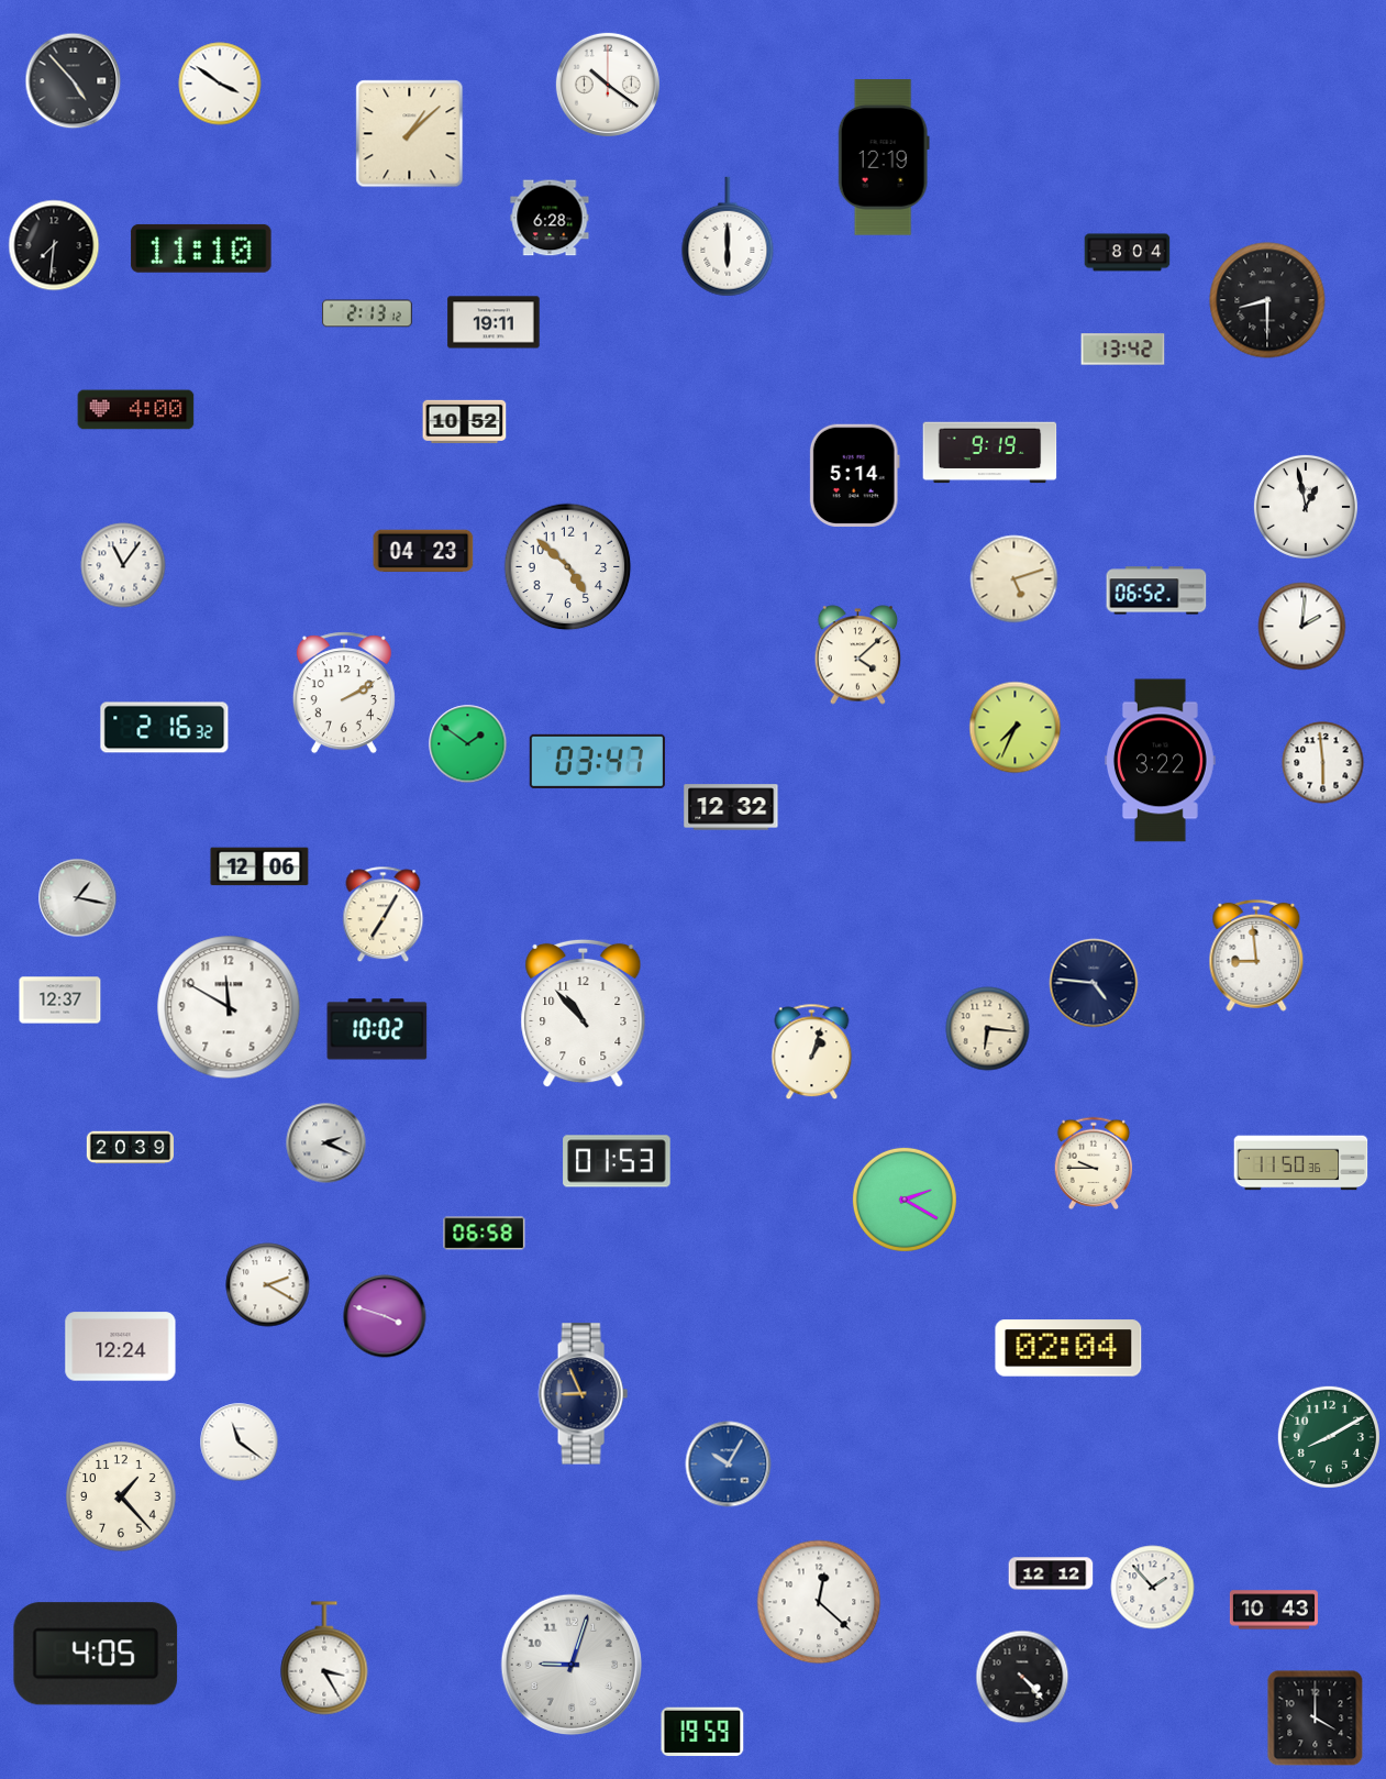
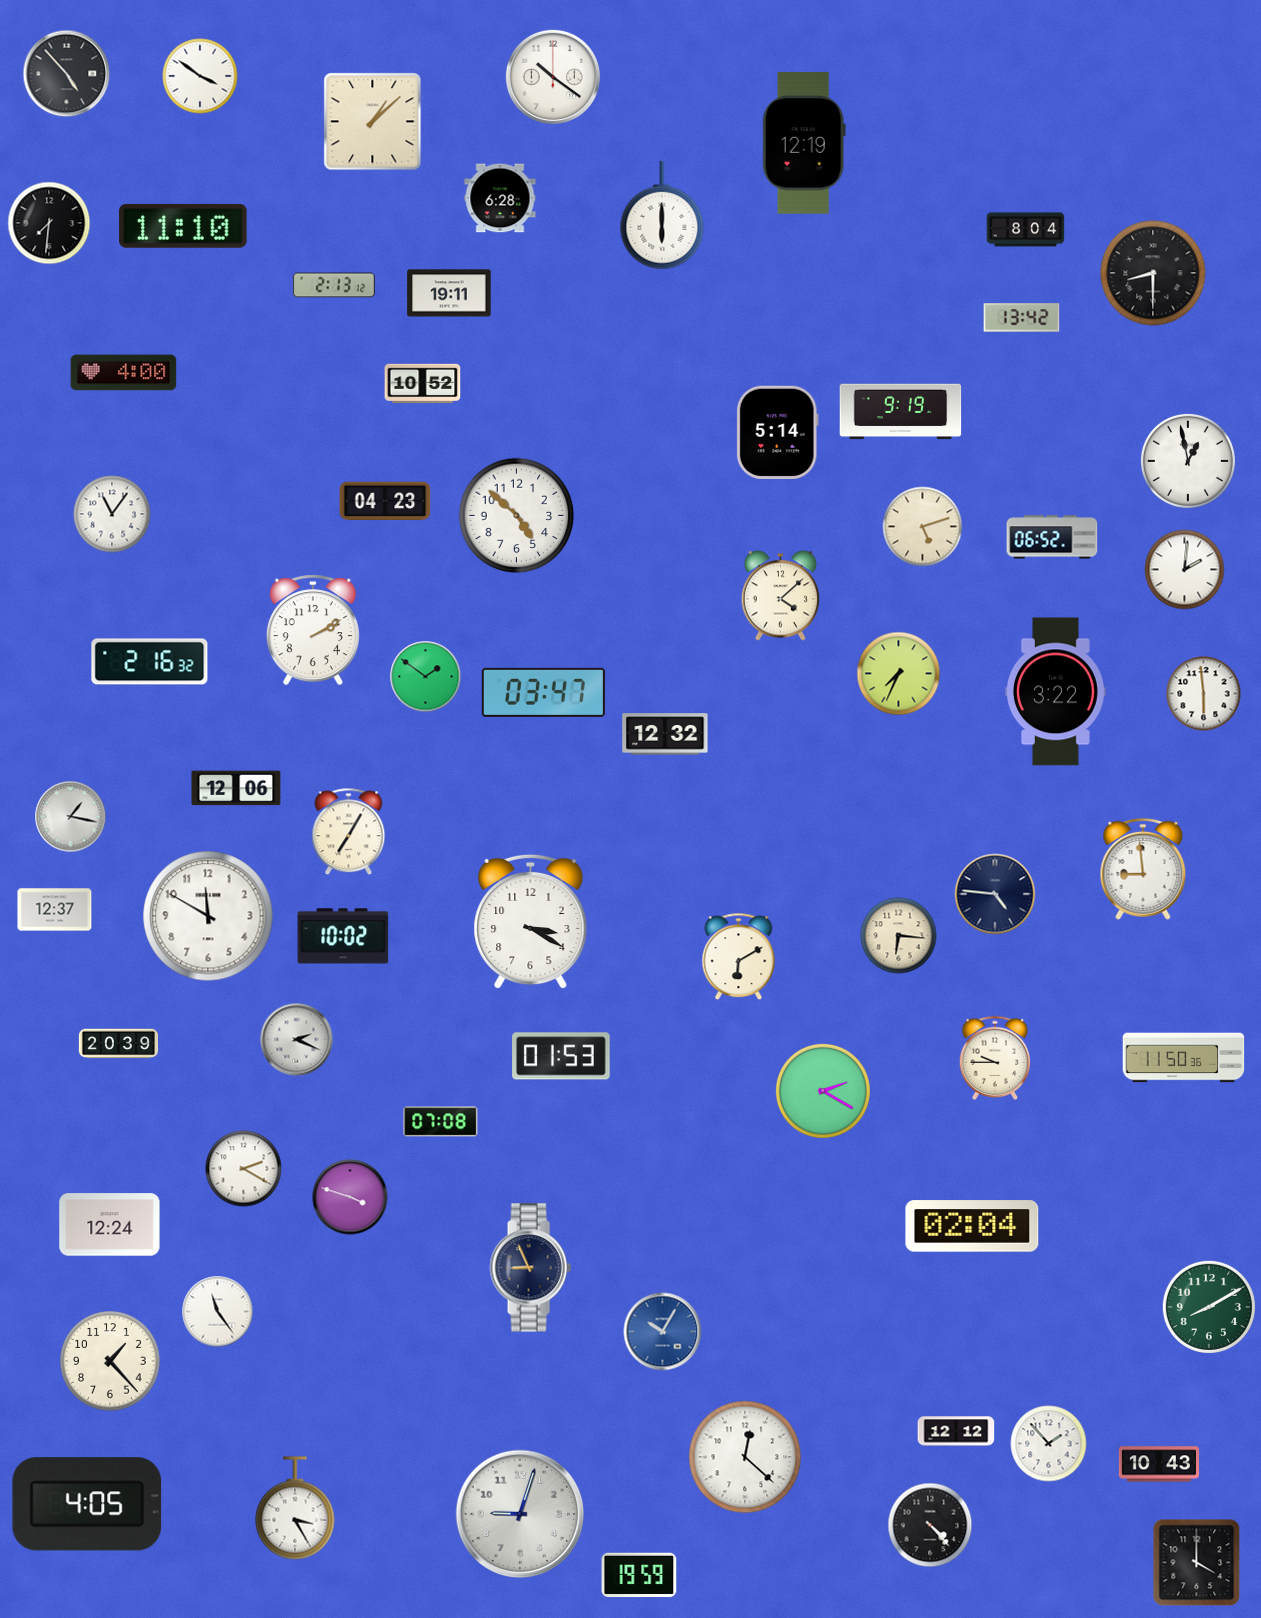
clock at (1016, 728) position: (1016, 728) -> (899, 674)
clock at (584, 1014): 10:53 -> 3:20
clock at (812, 1052): 1:03 -> 6:10
clock at (485, 1234): 06:58 -> 07:08
clock at (240, 1443): 11:21 -> 11:24
